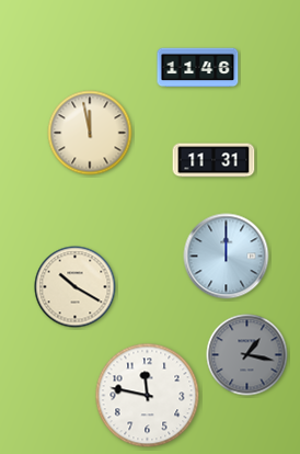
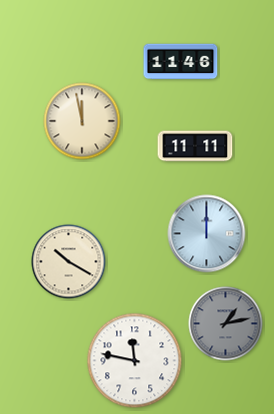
clock at (214, 160): 11:31 -> 11:11
clock at (247, 355): 1:17 -> 1:13
